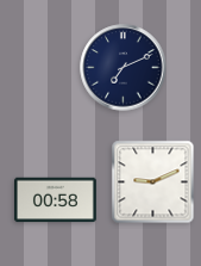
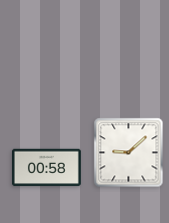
clock at (124, 68): 7:11 -> none
clock at (153, 183): 9:11 -> 9:08
